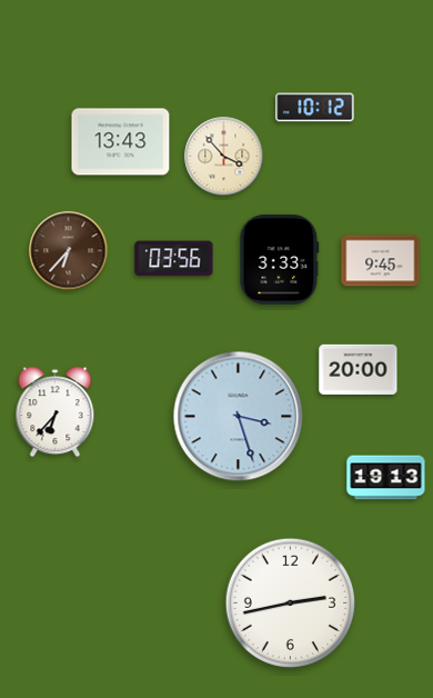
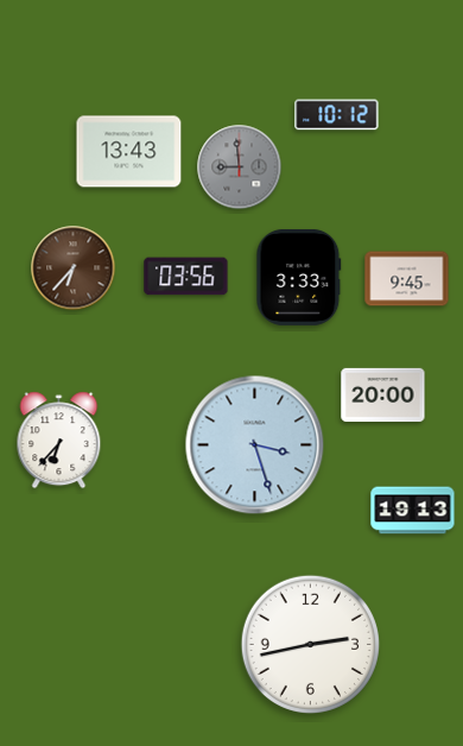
clock at (224, 157): 3:53 -> 8:59
clock at (224, 157) dial: cream -> grey
